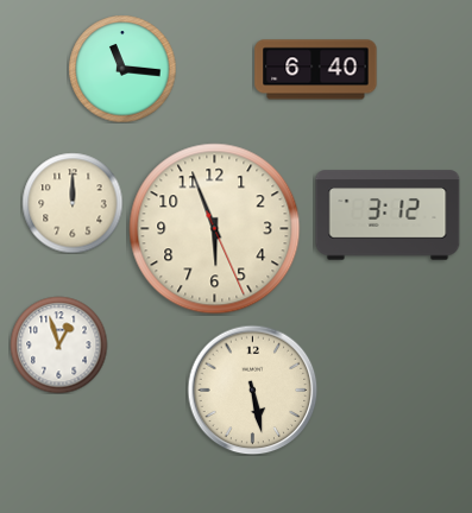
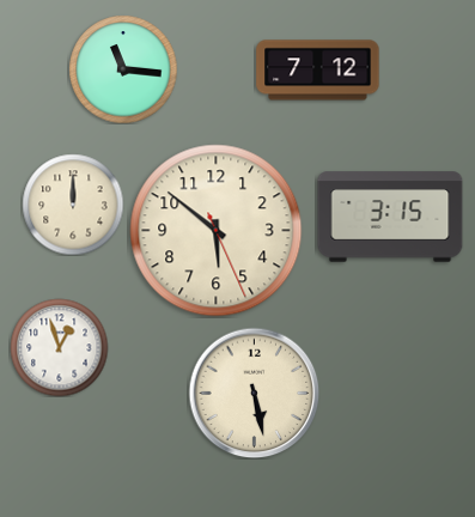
clock at (316, 70): 6:40 -> 7:12
clock at (388, 215): 3:12 -> 3:15
clock at (215, 229): 5:56 -> 5:51
